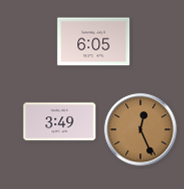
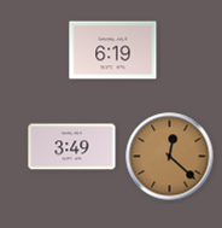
clock at (94, 42): 6:05 -> 6:19
clock at (141, 130): 12:26 -> 12:22
